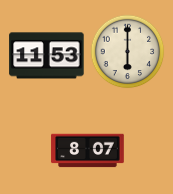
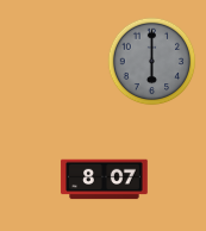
clock at (128, 52) dial: cream -> grey
clock at (47, 56): 11:53 -> none
